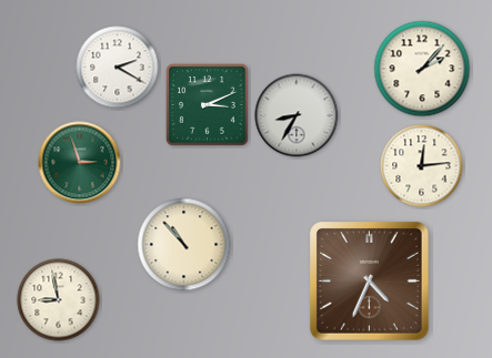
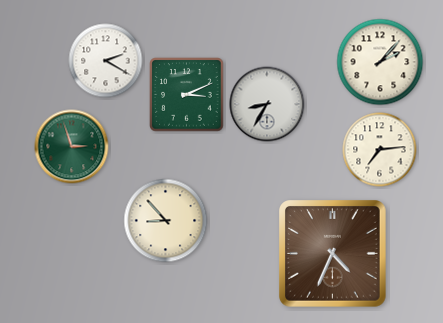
clock at (422, 166): 12:14 -> 7:14
clock at (184, 245): 10:53 -> 8:53
clock at (59, 300): 8:58 -> none
